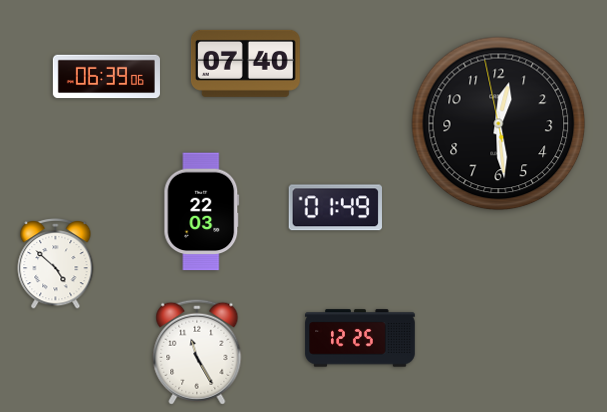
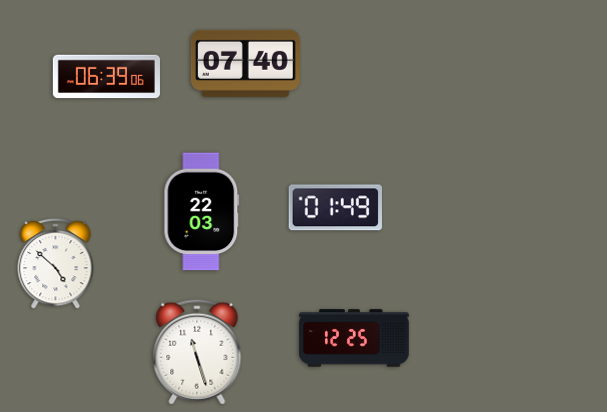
clock at (499, 124): 12:28 -> none
clock at (360, 338) position: (360, 338) -> (354, 338)
clock at (197, 352): 11:25 -> 11:27
